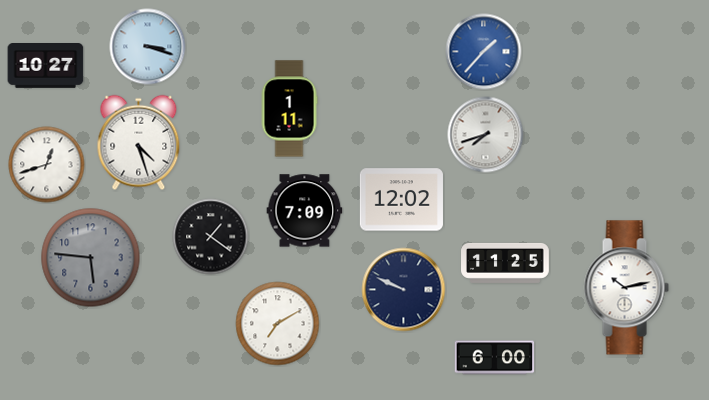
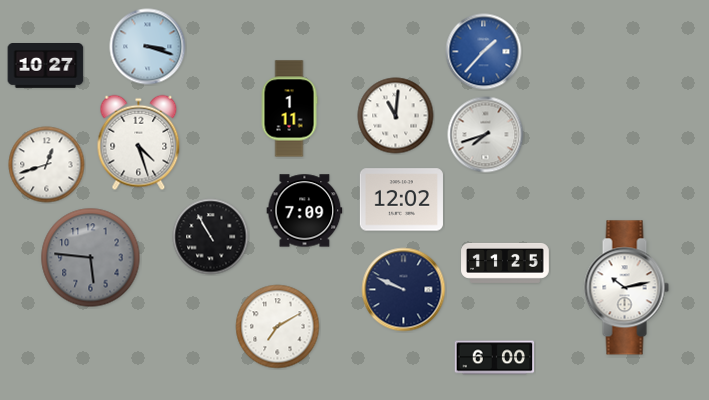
clock at (396, 116): none -> 11:01
clock at (211, 237): 1:21 -> 10:55
clock at (278, 324) position: (278, 324) -> (278, 327)
